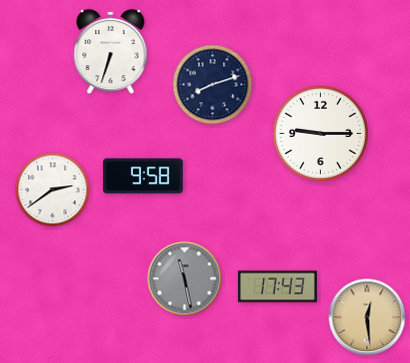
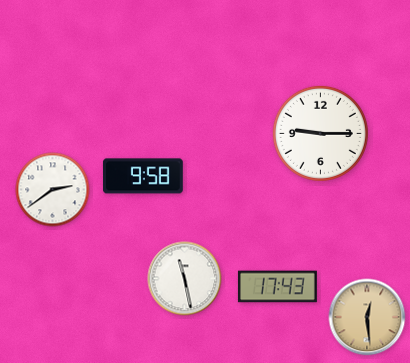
clock at (111, 52): 6:33 -> none
clock at (213, 85): 8:12 -> none
clock at (185, 279) dial: grey -> white
